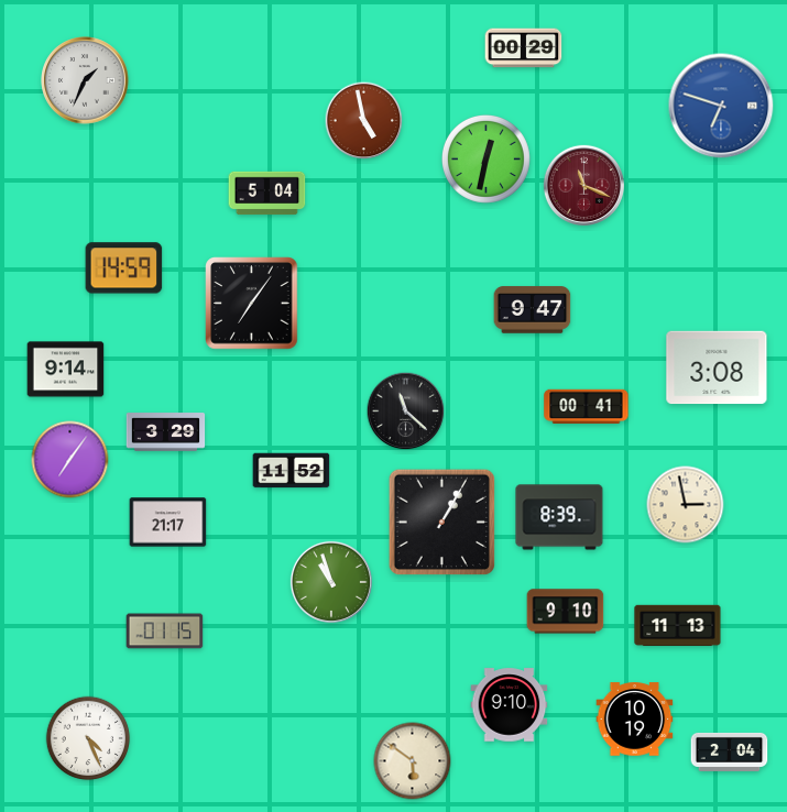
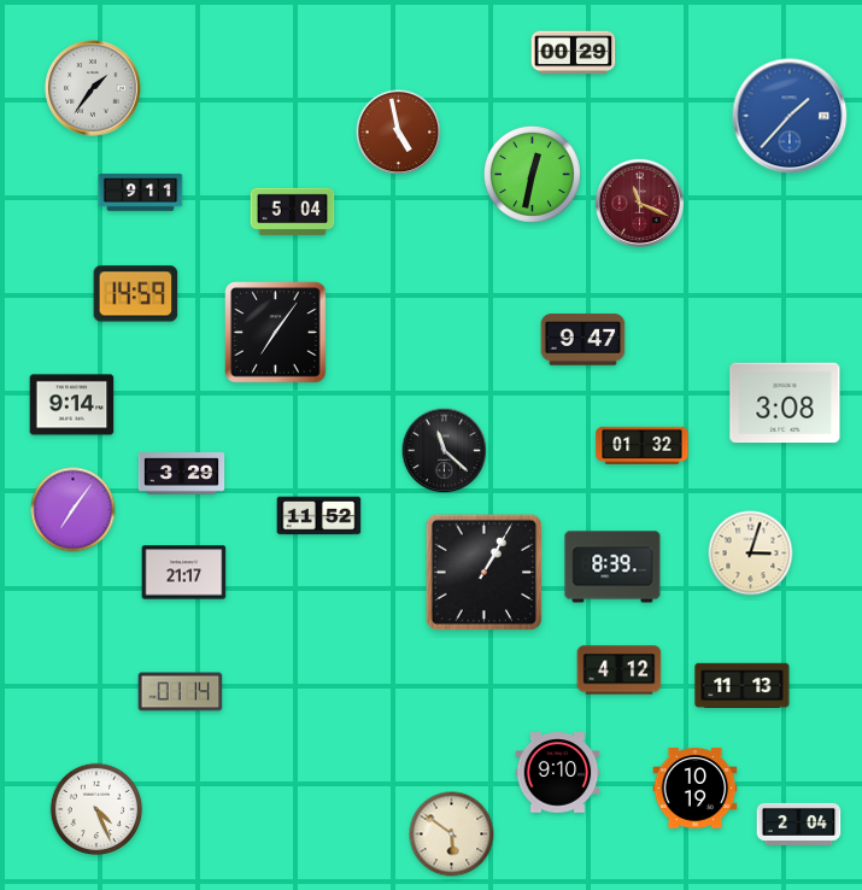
clock at (85, 80): 1:34 -> 1:36
clock at (721, 106): 6:48 -> 1:37
clock at (141, 193): none -> 9:11
clock at (587, 406): 00:41 -> 01:32
clock at (70, 460) position: (70, 460) -> (74, 510)
clock at (686, 505): 2:58 -> 3:03
clock at (331, 582): 10:57 -> none
clock at (566, 612): 9:10 -> 4:12
clock at (165, 632): 01:15 -> 01:14
